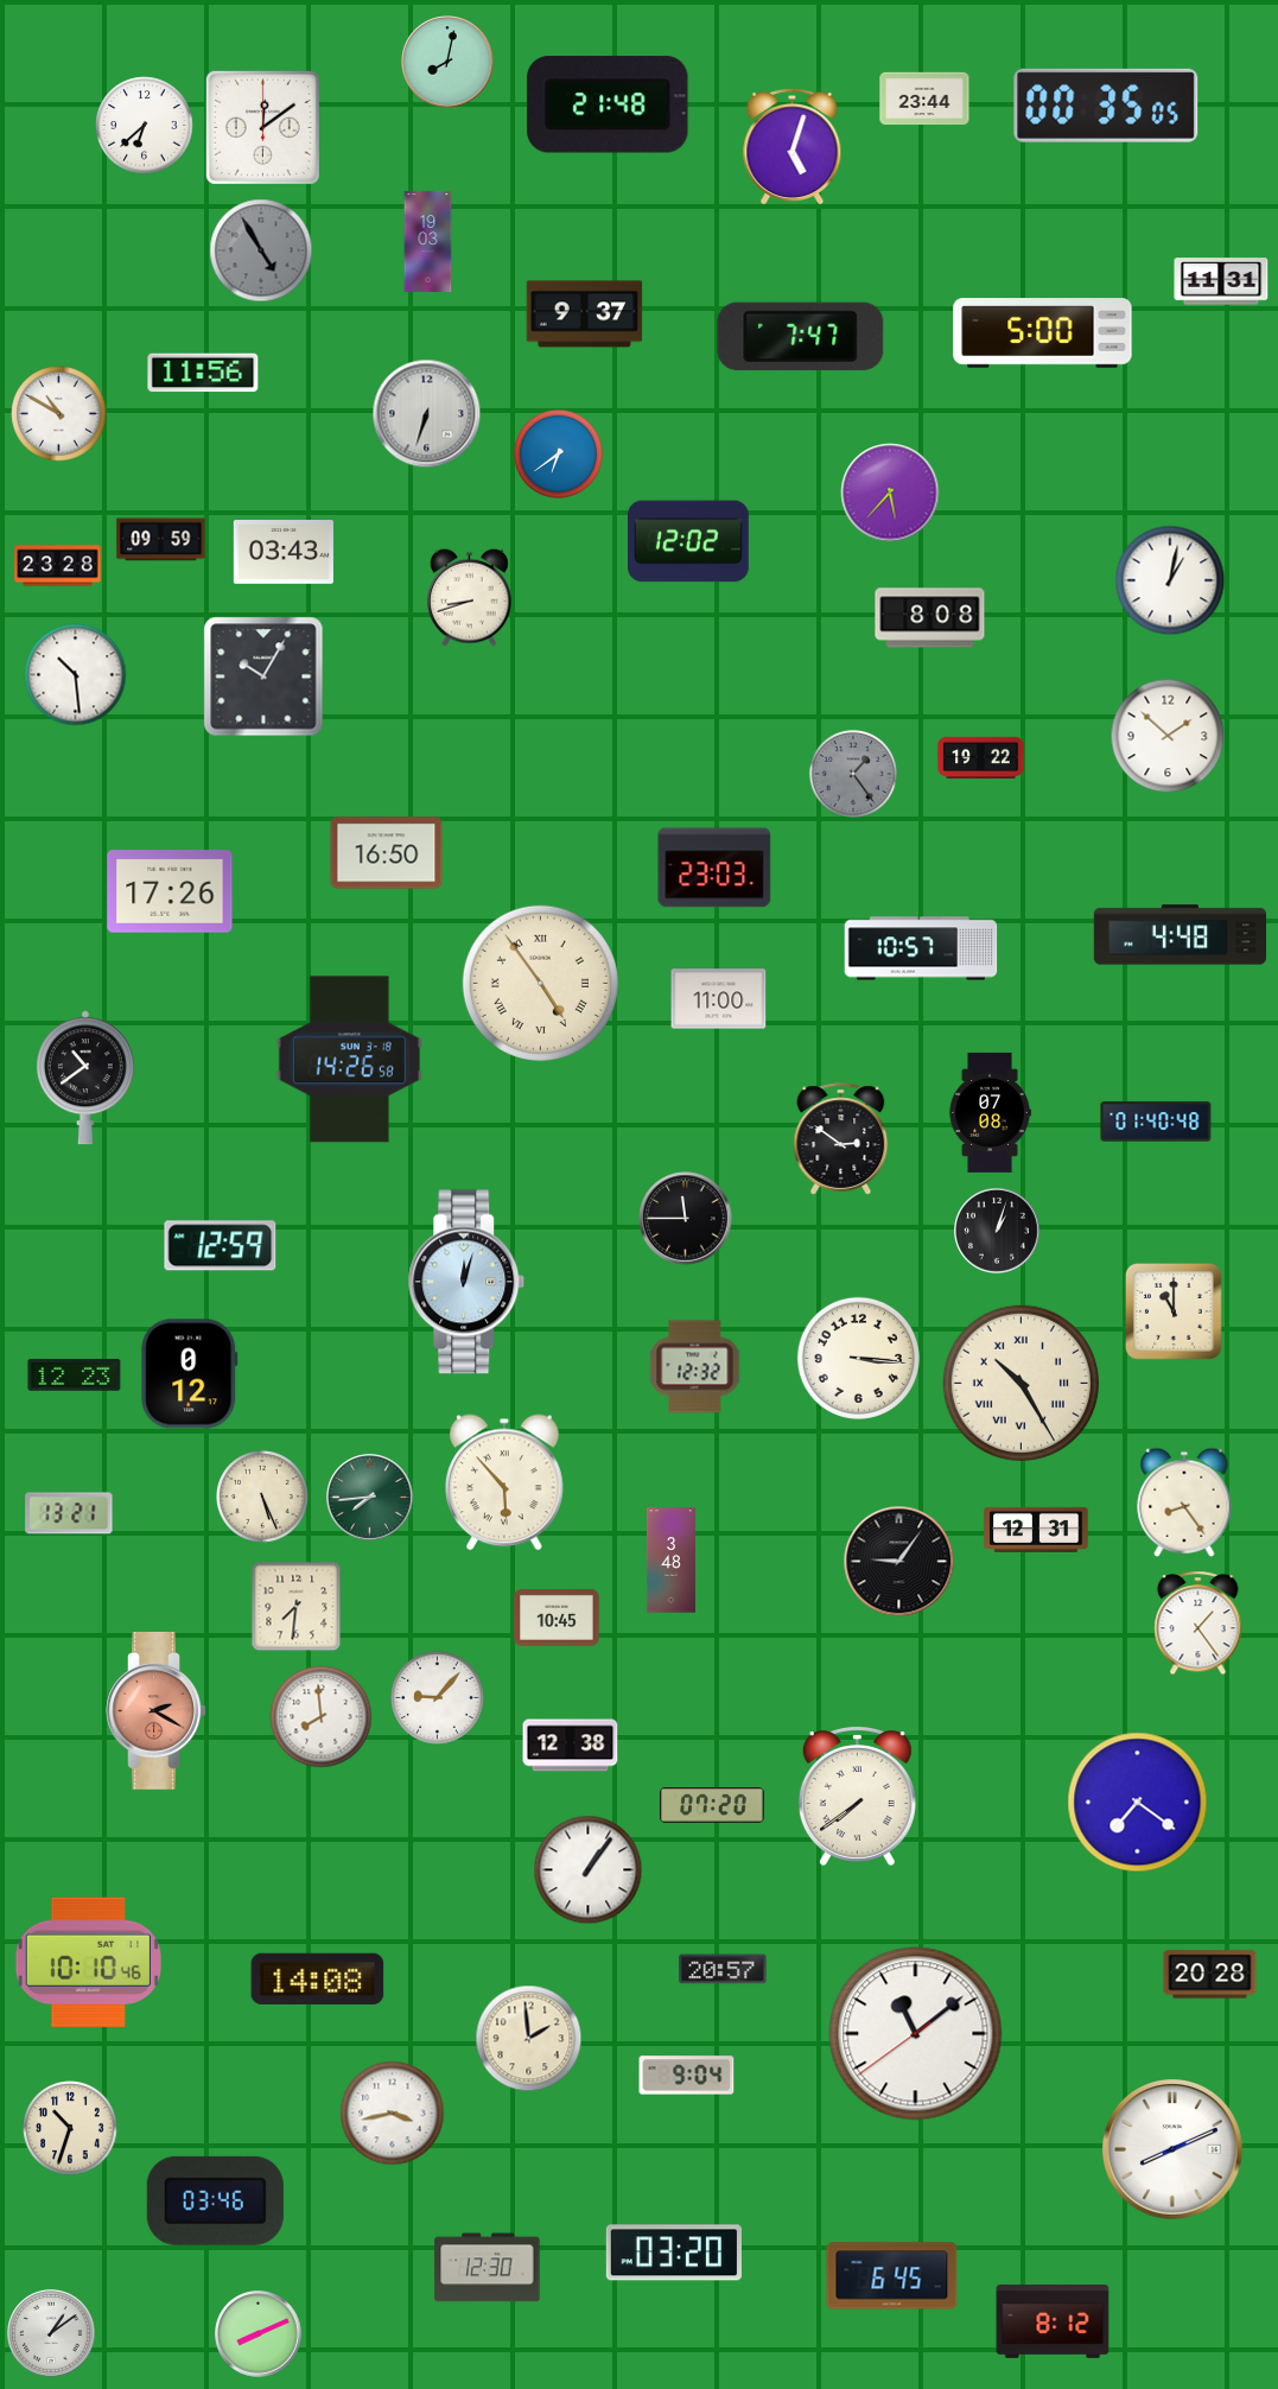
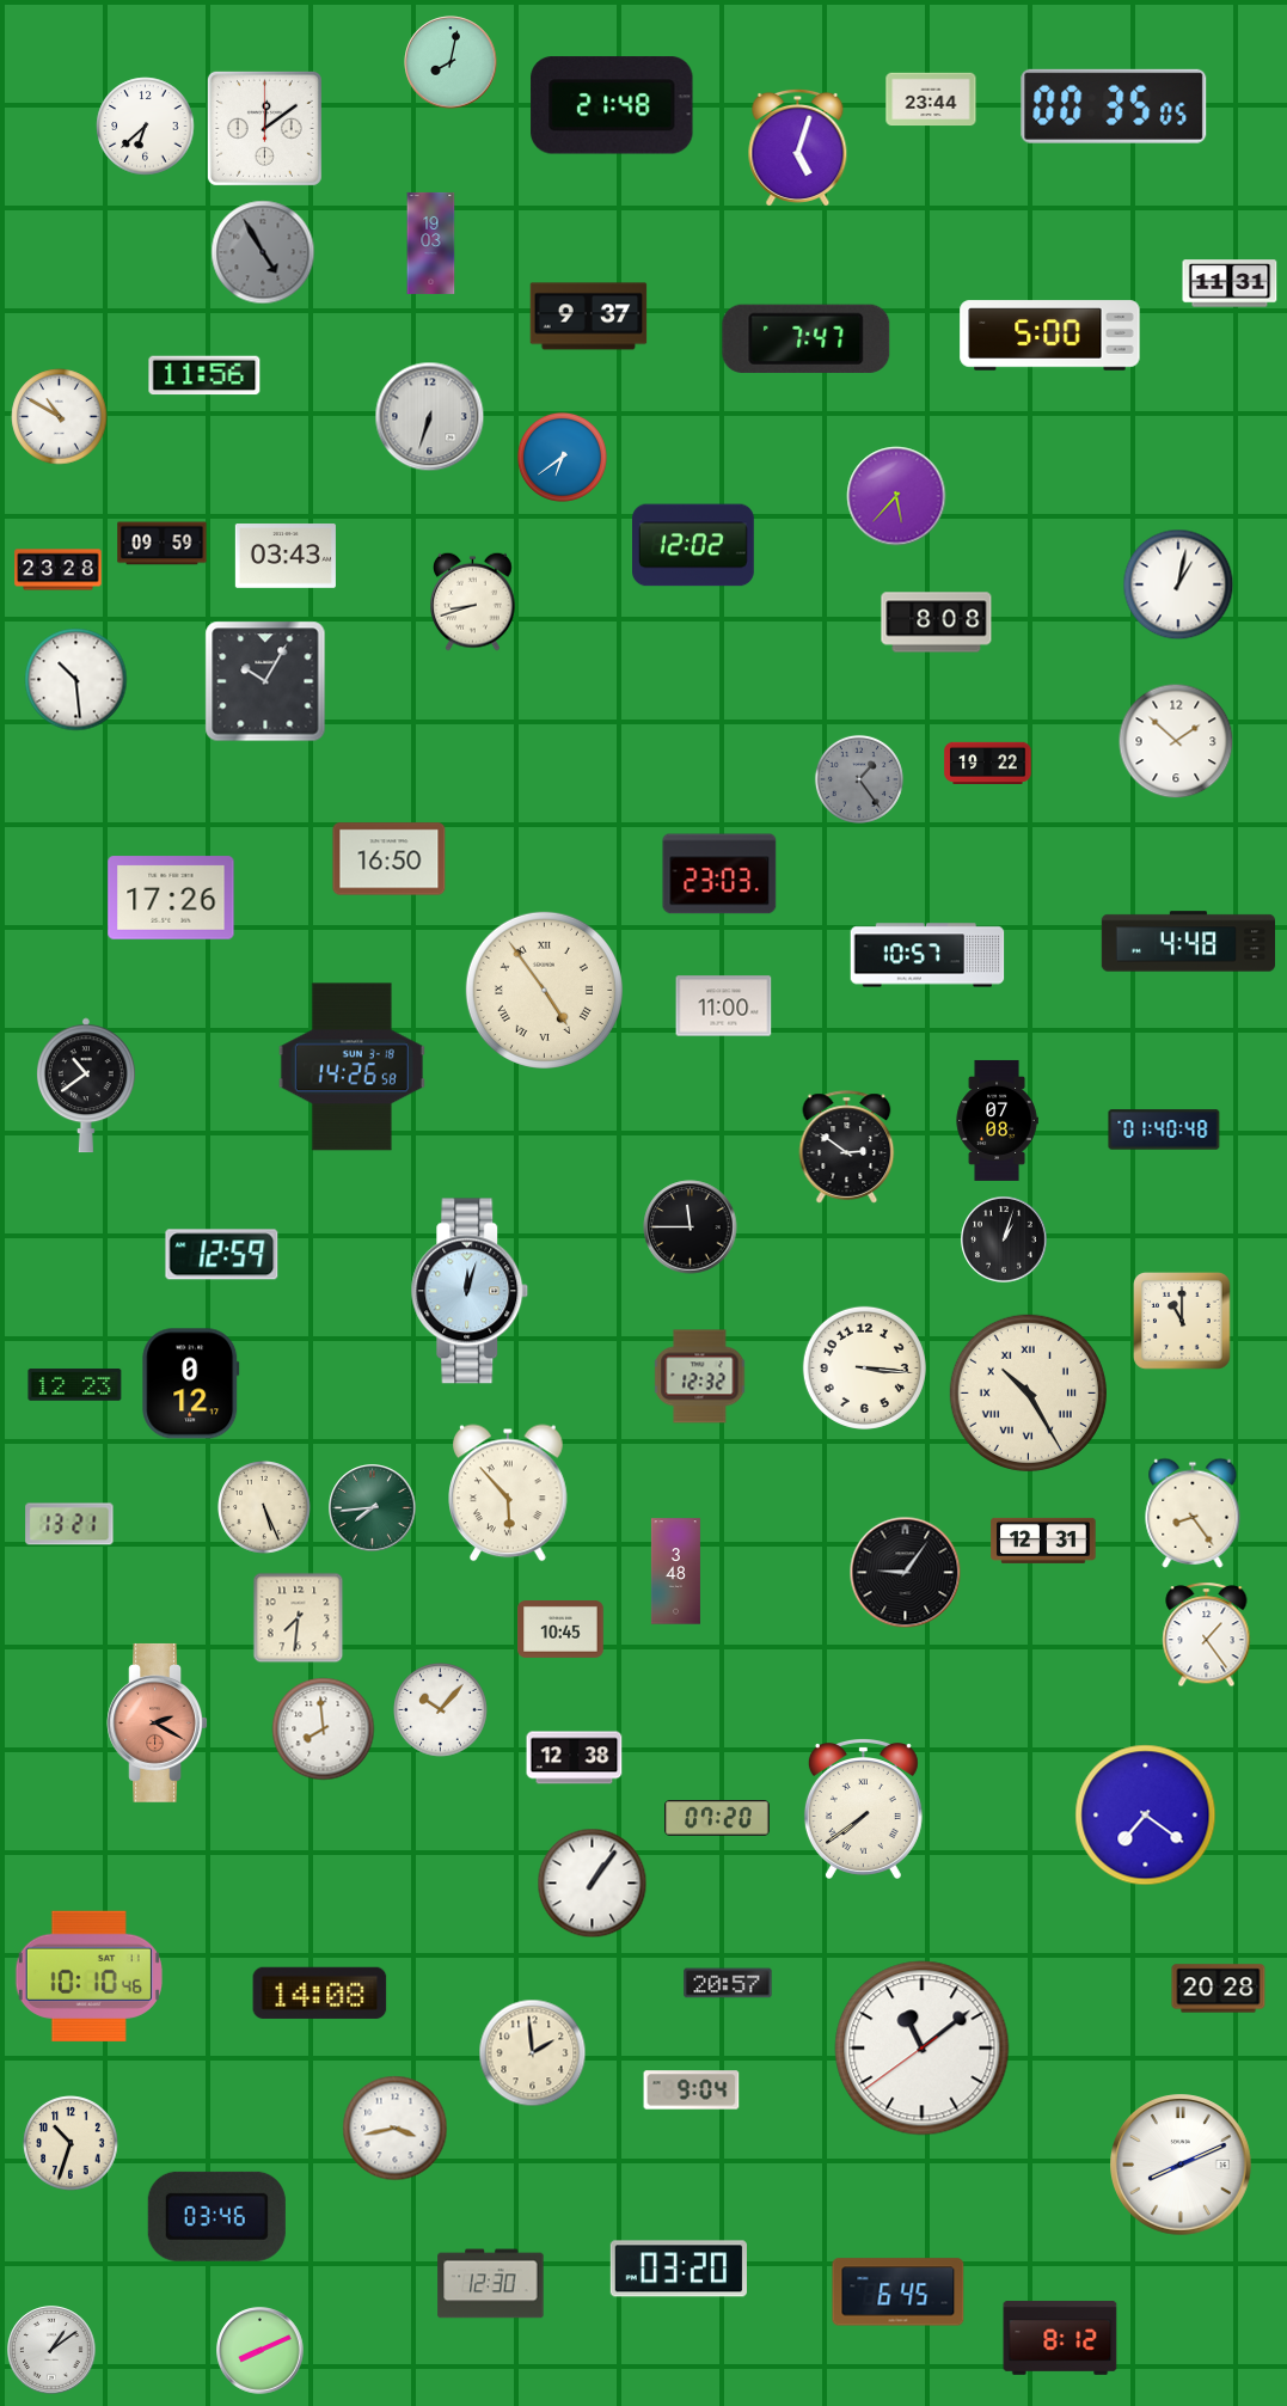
clock at (438, 1698): 9:07 -> 10:07
